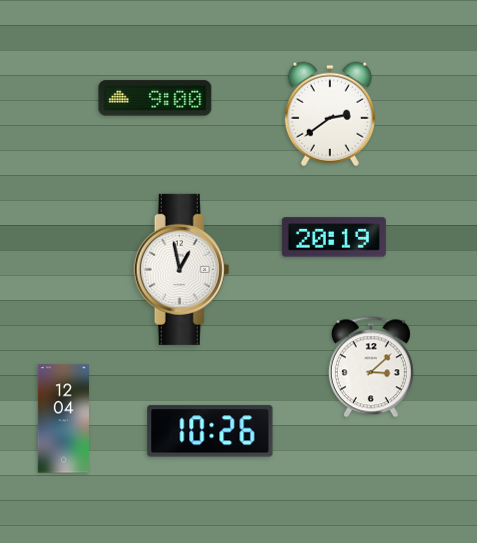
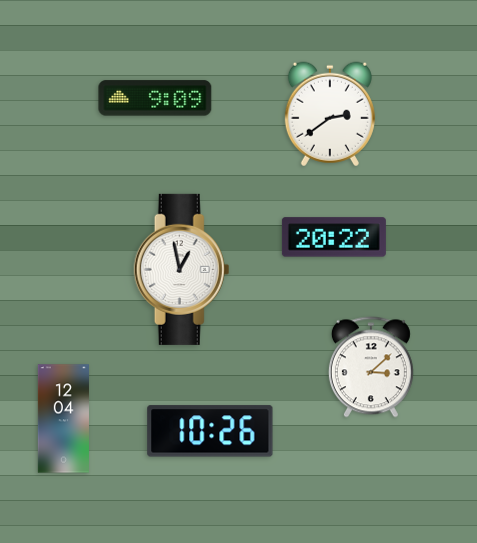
clock at (155, 98): 9:00 -> 9:09
clock at (334, 237): 20:19 -> 20:22
